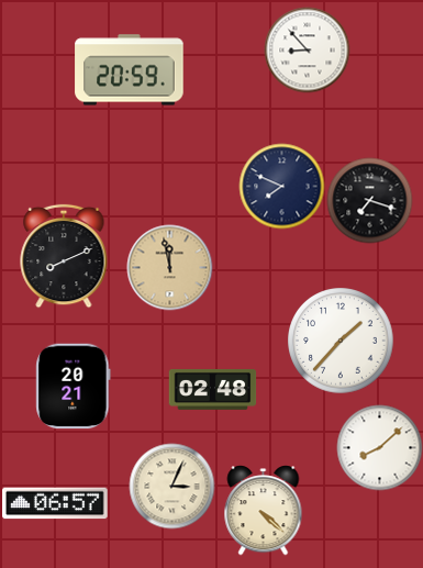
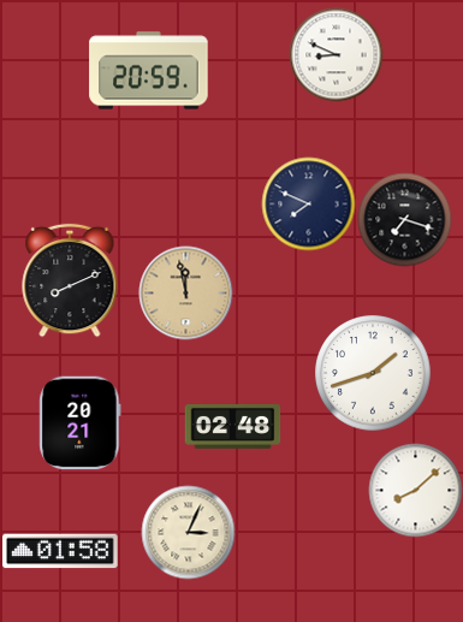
clock at (307, 49): 8:53 -> 8:49
clock at (130, 70) position: (130, 70) -> (149, 71)
clock at (341, 341): 1:37 -> 1:42
clock at (56, 503): 06:57 -> 01:58
clock at (264, 510): 4:22 -> none
